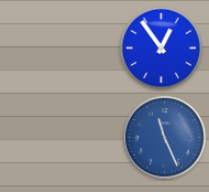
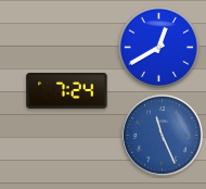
clock at (161, 47): 12:54 -> 12:40
clock at (67, 90): none -> 7:24
